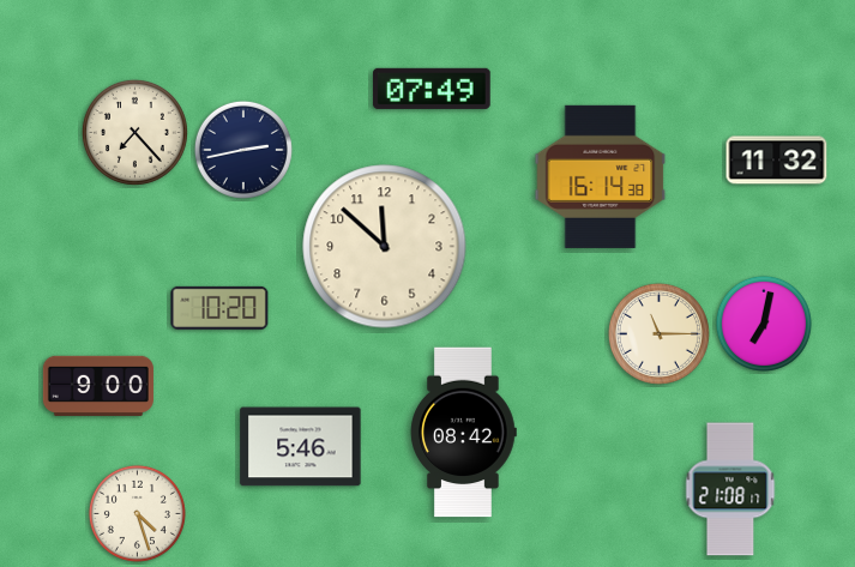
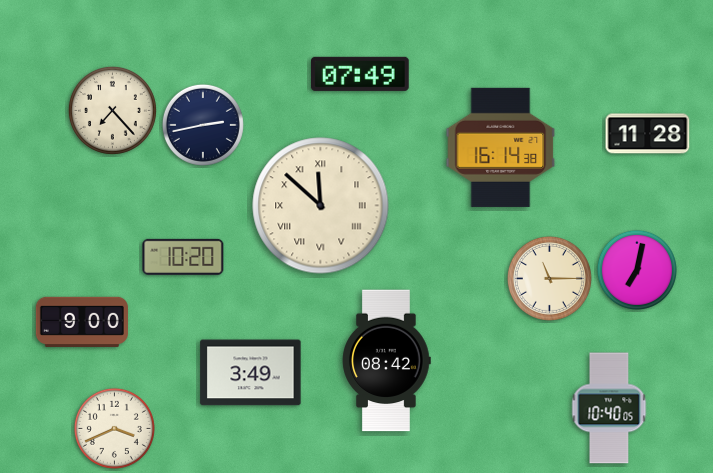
clock at (777, 161): 11:32 -> 11:28
clock at (385, 247) numerals: Arabic -> Roman
clock at (301, 447): 5:46 -> 3:49
clock at (730, 489): 21:08 -> 10:40
clock at (137, 513): 4:27 -> 3:41
